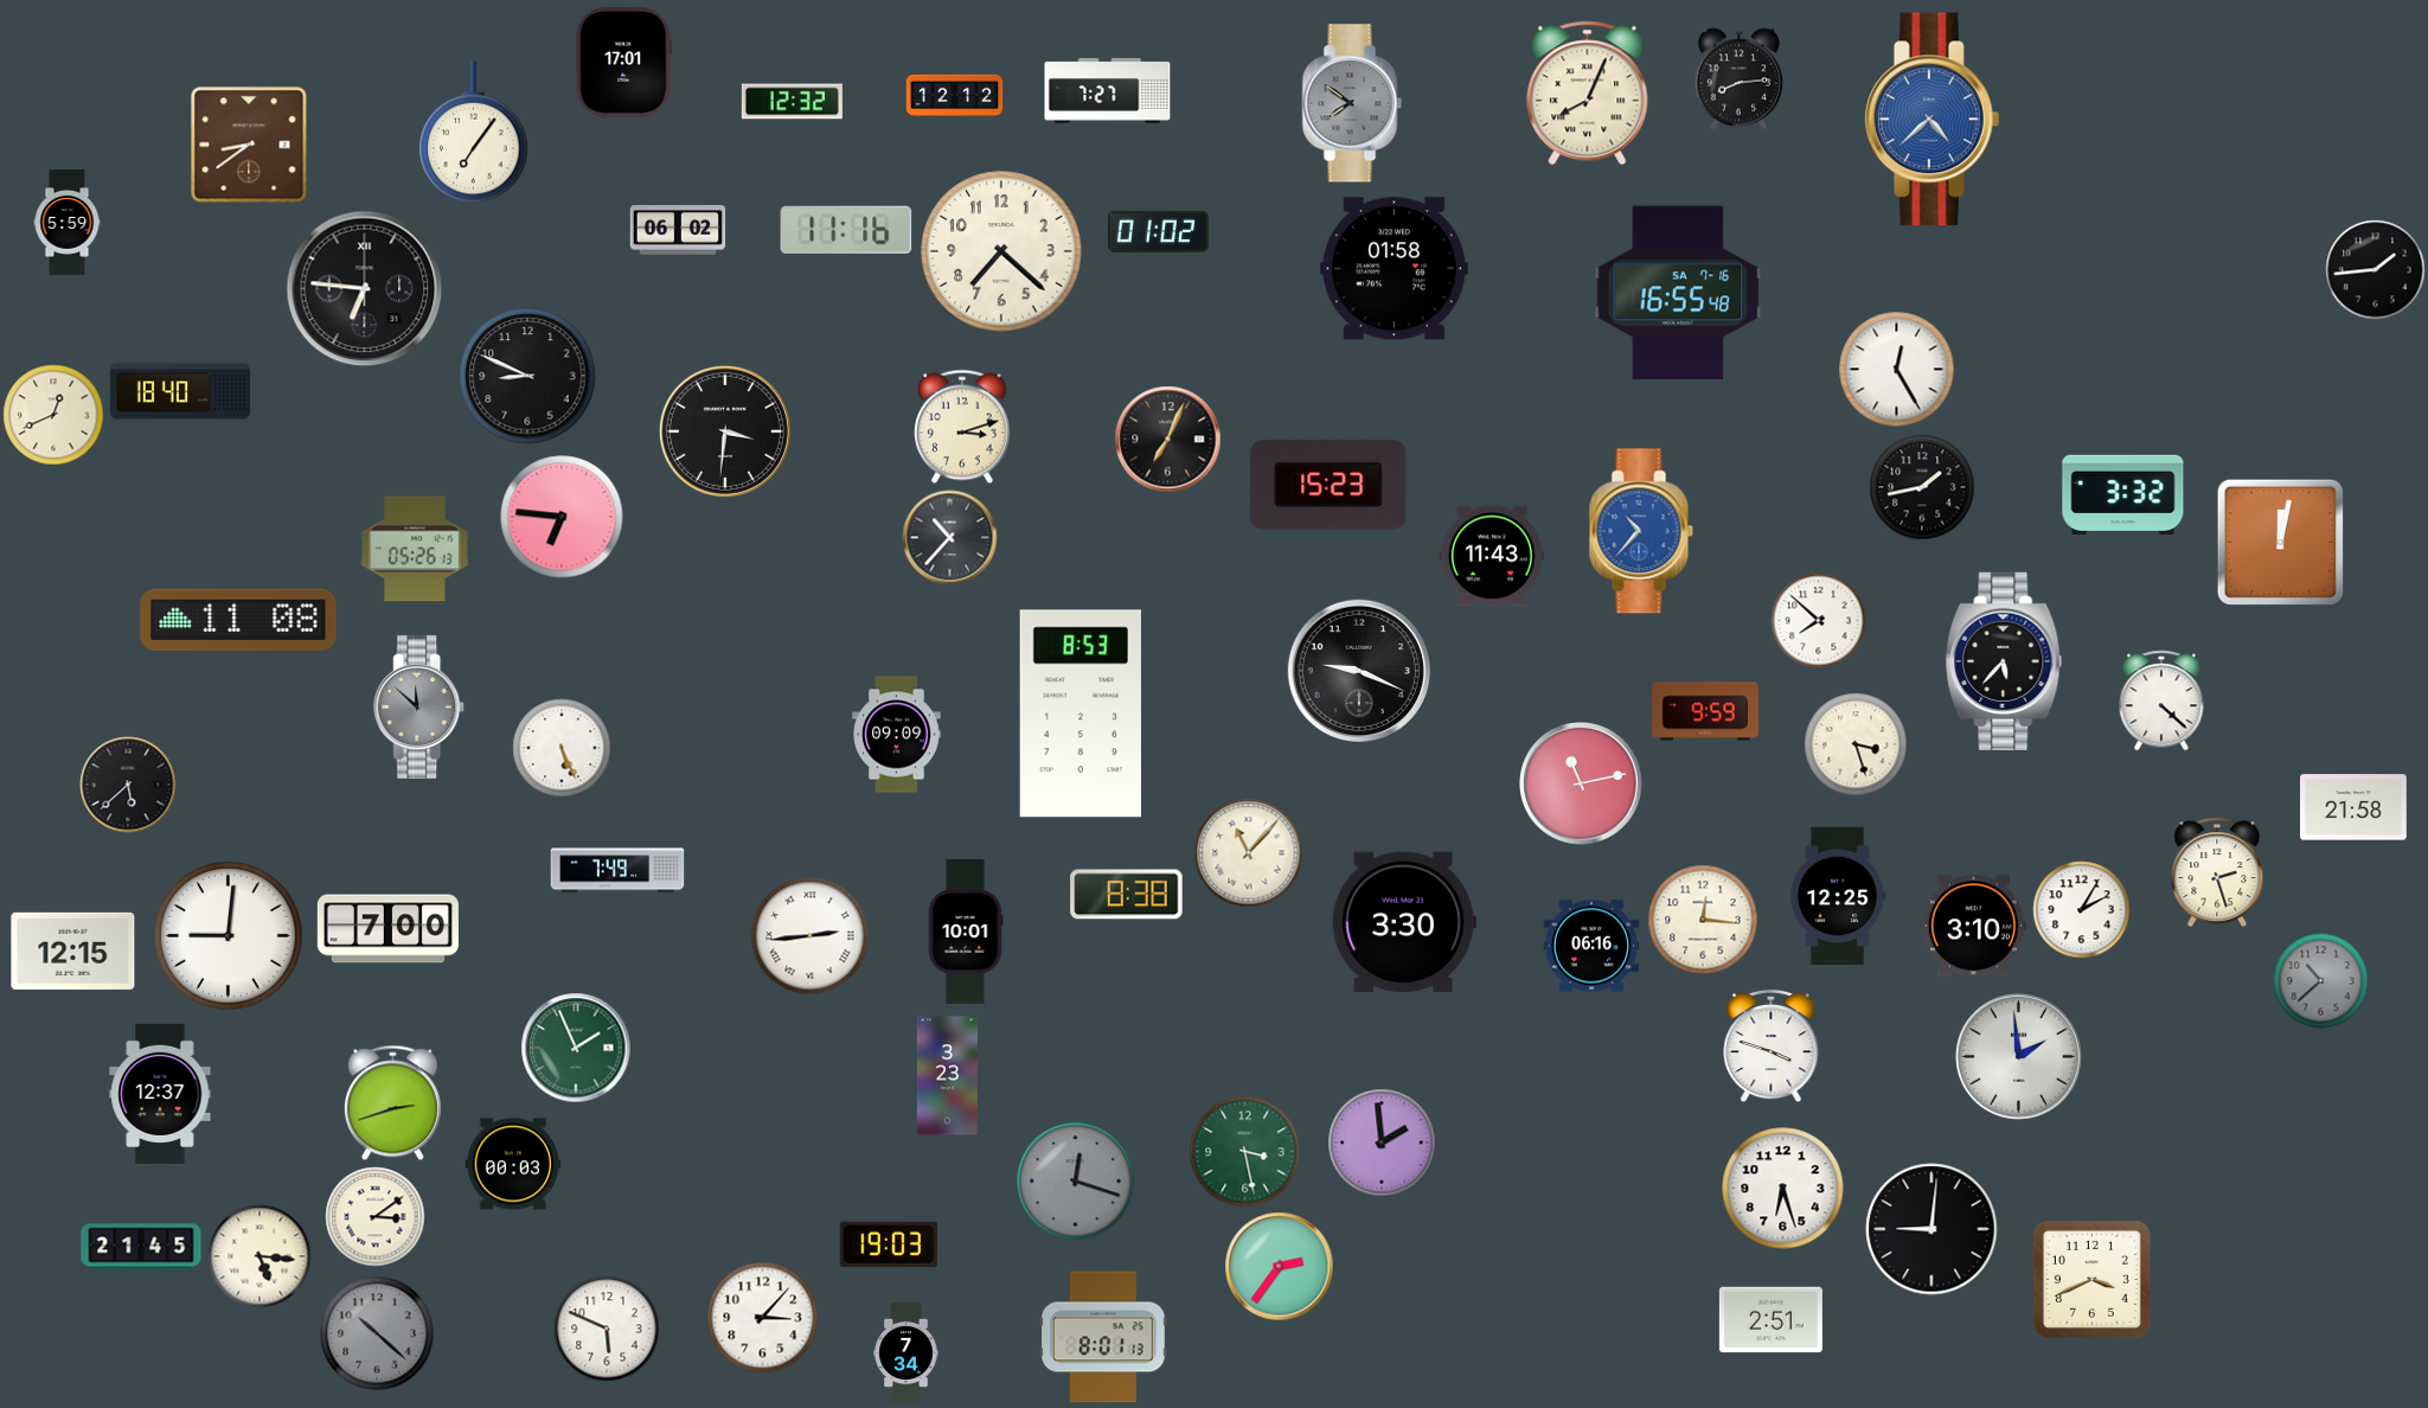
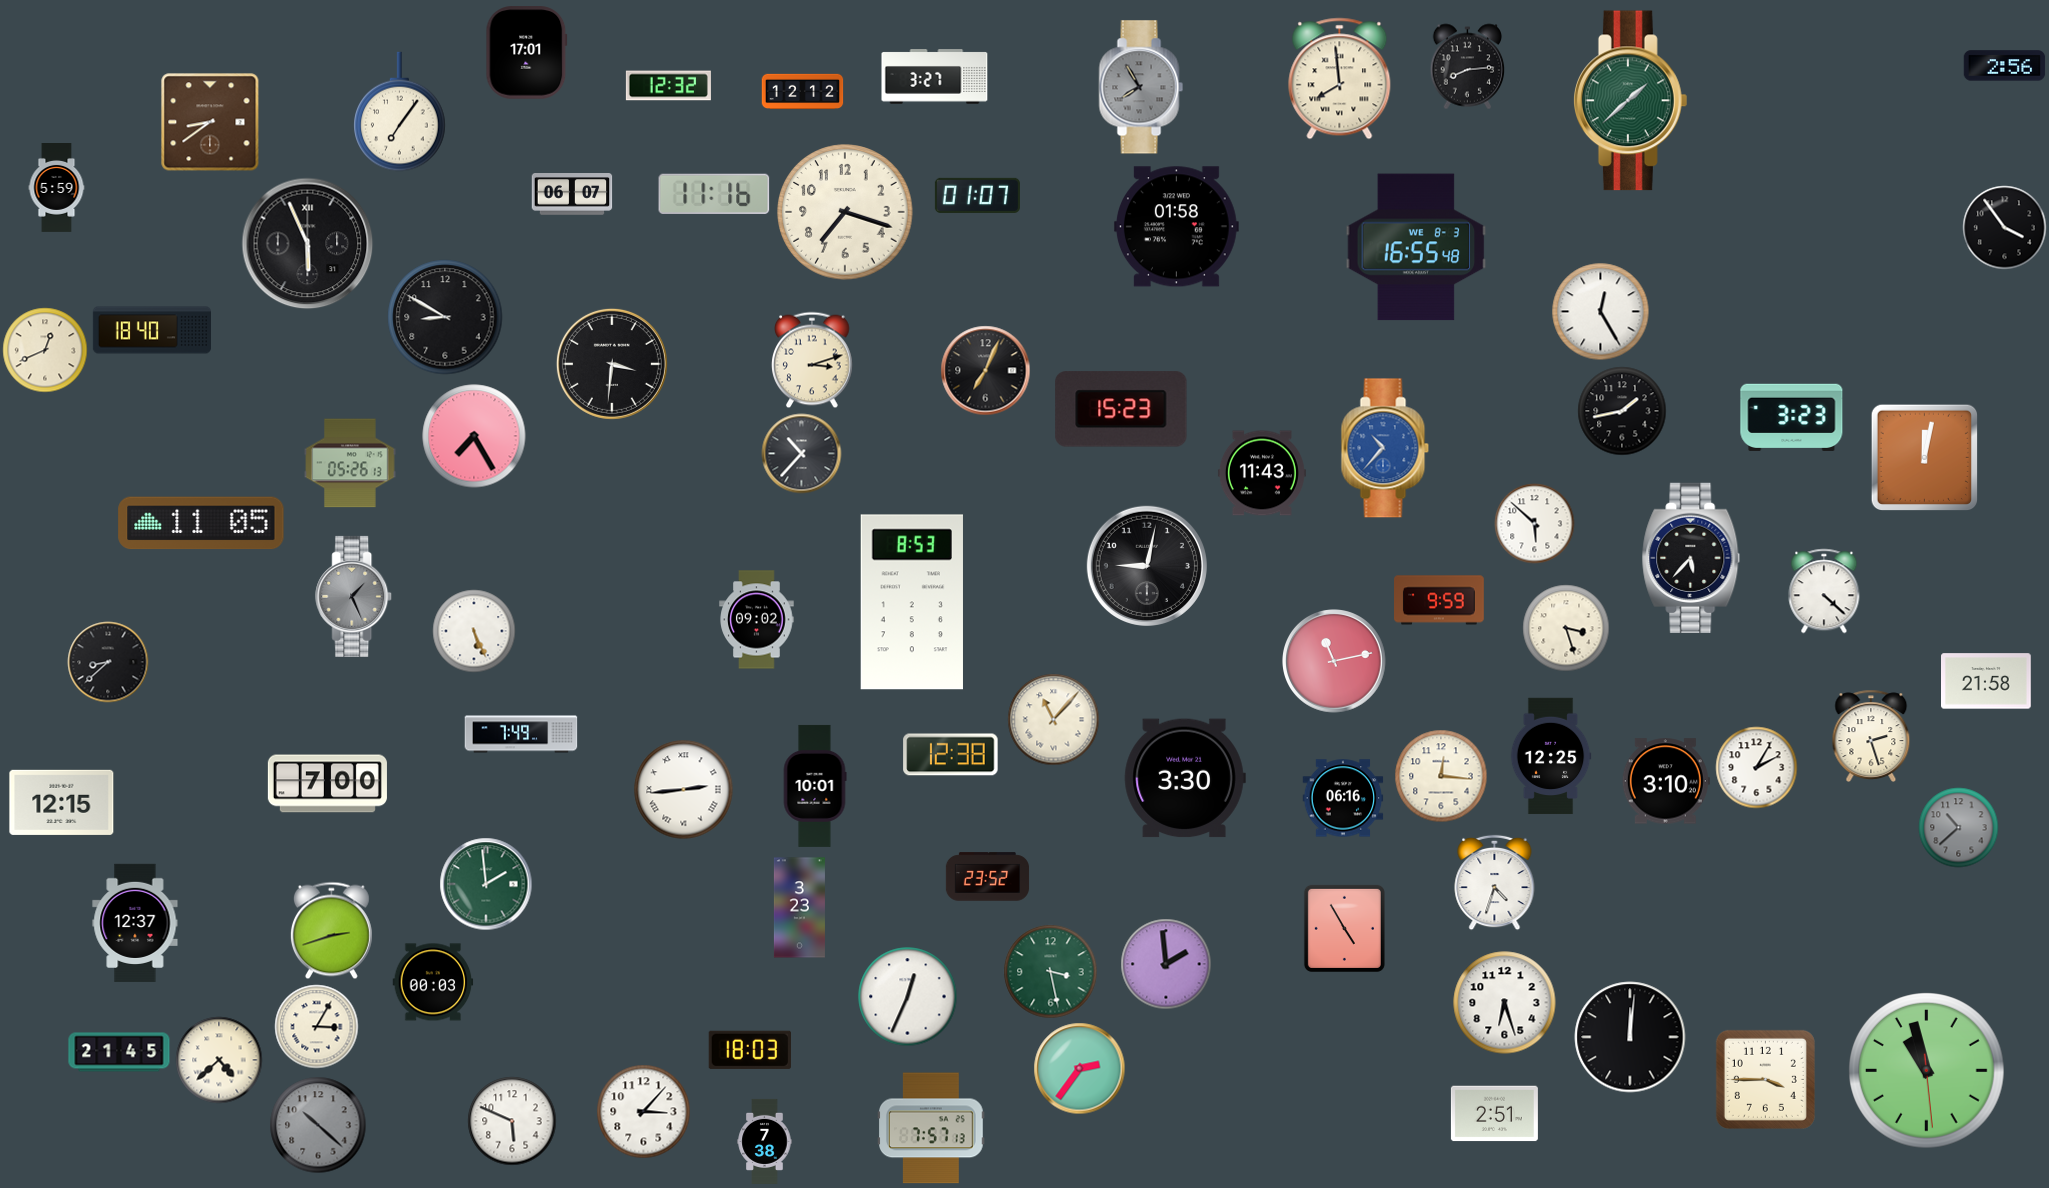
clock at (2005, 66): none -> 2:56
clock at (1108, 91): 7:27 -> 3:27
clock at (1588, 94): 8:04 -> 7:59
clock at (955, 96) position: (955, 96) -> (803, 92)
clock at (1352, 103): 7:51 -> 7:55
clock at (1933, 120): 4:38 -> 1:38
clock at (1933, 120) dial: blue -> green
clock at (678, 231): 06:02 -> 06:07
clock at (1158, 231): 01:02 -> 01:07
clock at (1001, 251): 7:22 -> 7:18
clock at (2376, 270): 1:44 -> 3:54
clock at (365, 289): 6:46 -> 5:56
clock at (1678, 293) date: SA 7-16 -> WE 8-3
clock at (527, 376): 8:49 -> 8:50
clock at (2123, 494): 3:32 -> 3:23
clock at (562, 517): 6:46 -> 7:25
clock at (1492, 556) position: (1492, 556) -> (1262, 473)
clock at (238, 620): 11:08 -> 11:05
clock at (1819, 621): 7:52 -> 5:52
clock at (1359, 671): 9:19 -> 9:02
clock at (419, 706): 11:52 -> 1:26
clock at (897, 735): 09:09 -> 09:02
clock at (128, 785): 5:38 -> 8:38
clock at (1127, 895): 8:38 -> 12:38
clock at (1703, 920) position: (1703, 920) -> (1441, 776)
clock at (229, 936): 9:01 -> none
clock at (988, 877): none -> 23:52
clock at (1772, 1047): 3:48 -> 4:33
clock at (576, 1048): 1:56 -> 1:59
clock at (2018, 1056): 1:59 -> none
clock at (1344, 928): none -> 4:55
clock at (1076, 1182): 12:18 -> 12:34
clock at (1076, 1182) dial: grey -> white
clock at (376, 1217): 3:09 -> 3:05
clock at (1931, 1229): 9:01 -> 12:01
clock at (889, 1244): 19:03 -> 18:03
clock at (260, 1256): 5:16 -> 4:38
clock at (1927, 1071): none -> 10:57
clock at (2091, 1279): 3:41 -> 3:45
clock at (1104, 1337): 8:01 -> 7:57
clock at (907, 1352): 7:34 -> 7:38
